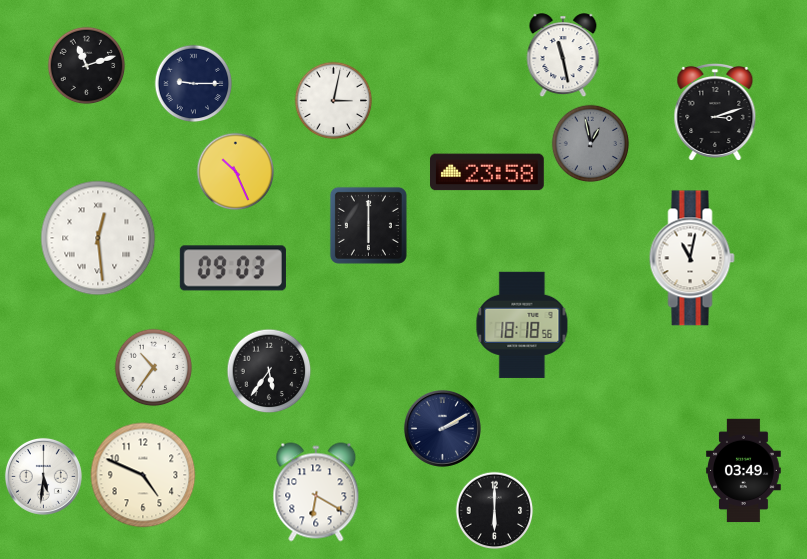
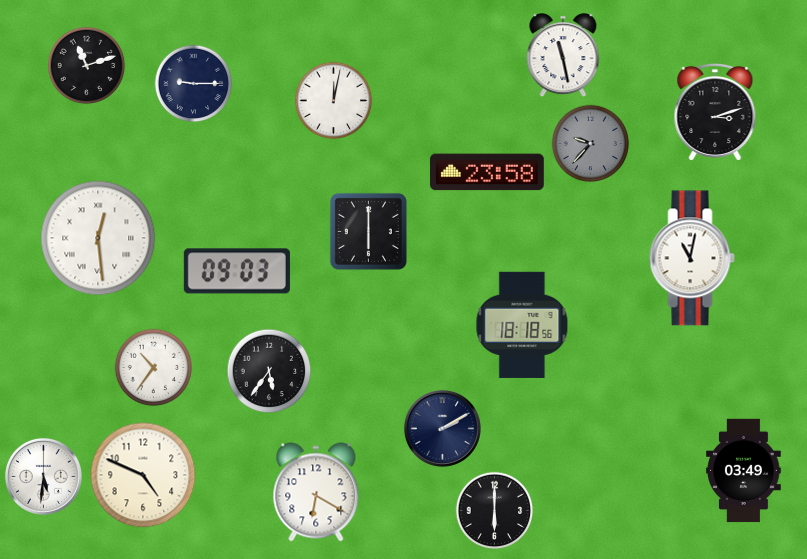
clock at (333, 100): 3:02 -> 12:02
clock at (590, 143): 12:58 -> 9:37
clock at (235, 171): 10:26 -> none
clock at (368, 225) position: (368, 225) -> (368, 231)
clock at (233, 268) position: (233, 268) -> (237, 271)
